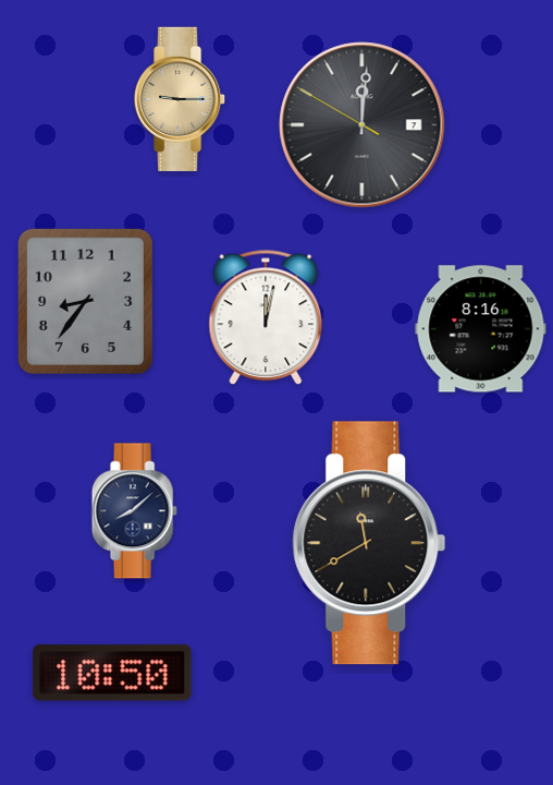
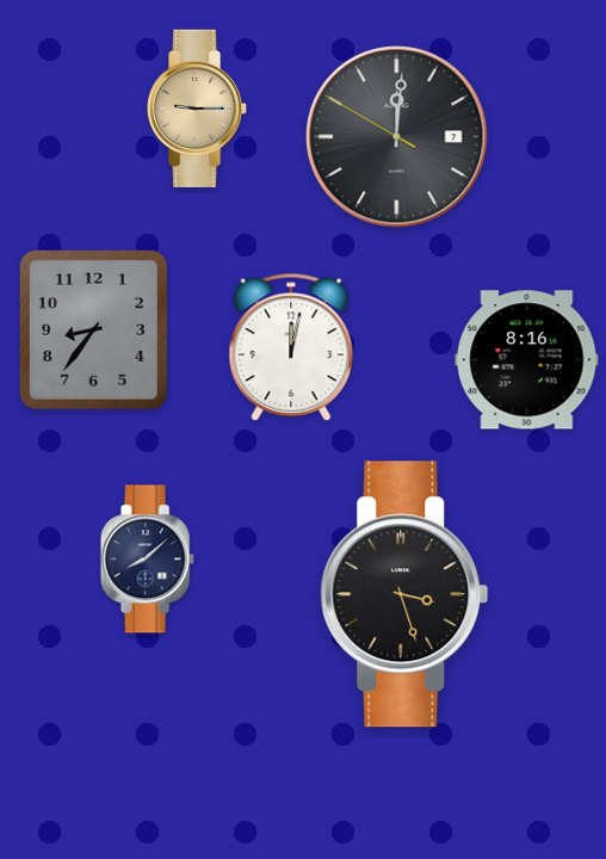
clock at (369, 543): 11:40 -> 3:27
clock at (112, 673): 10:50 -> none
